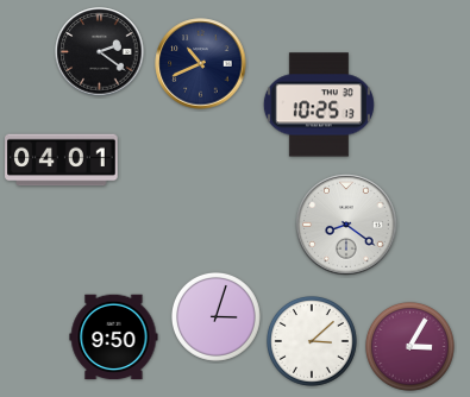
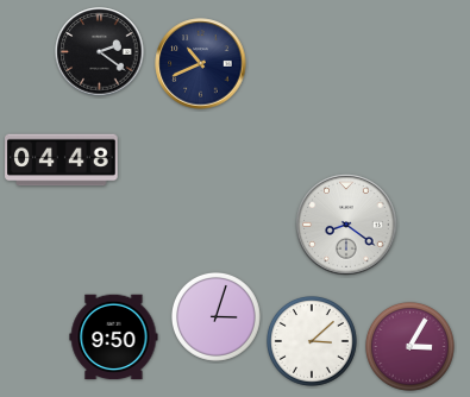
clock at (319, 105): 10:25 -> none
clock at (62, 160): 04:01 -> 04:48
